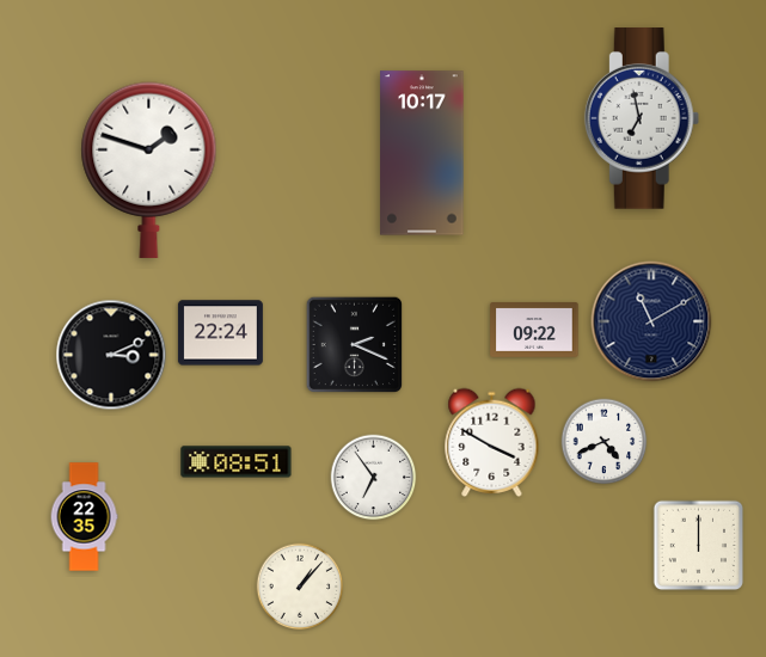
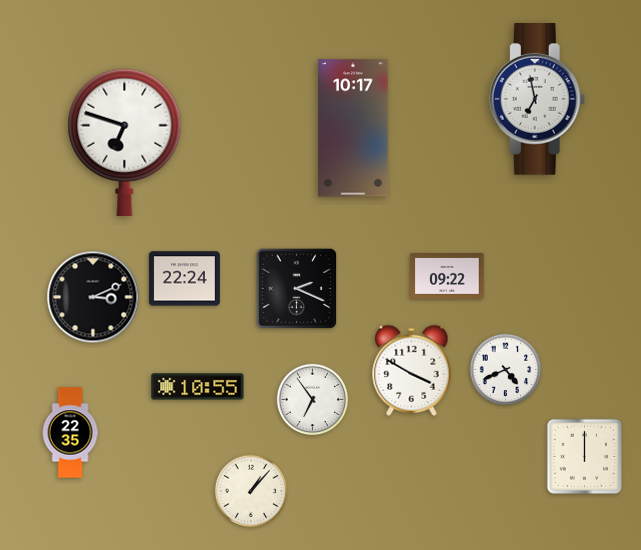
clock at (149, 170): 1:48 -> 6:48
clock at (651, 321): 11:10 -> none
clock at (237, 462): 08:51 -> 10:55
